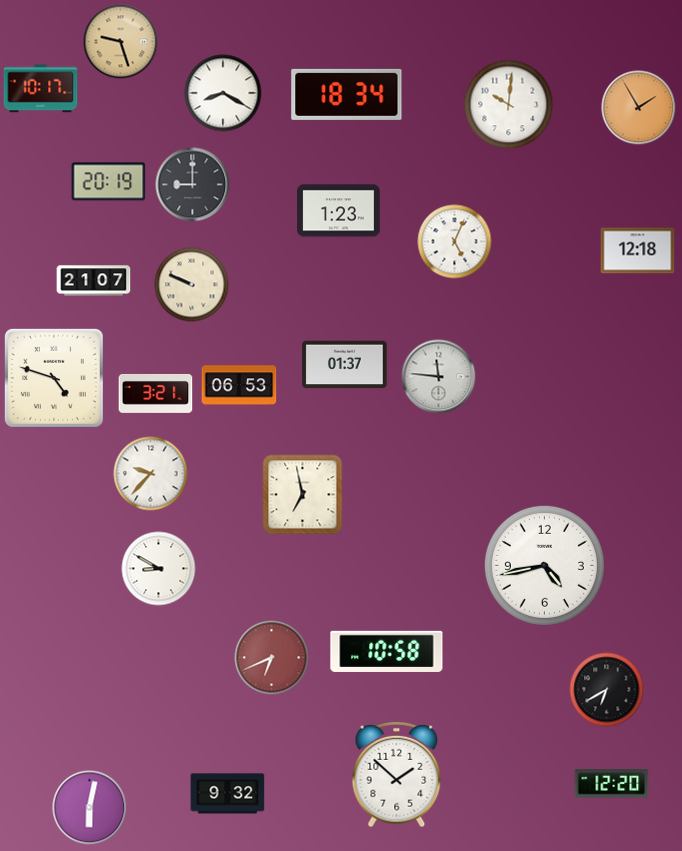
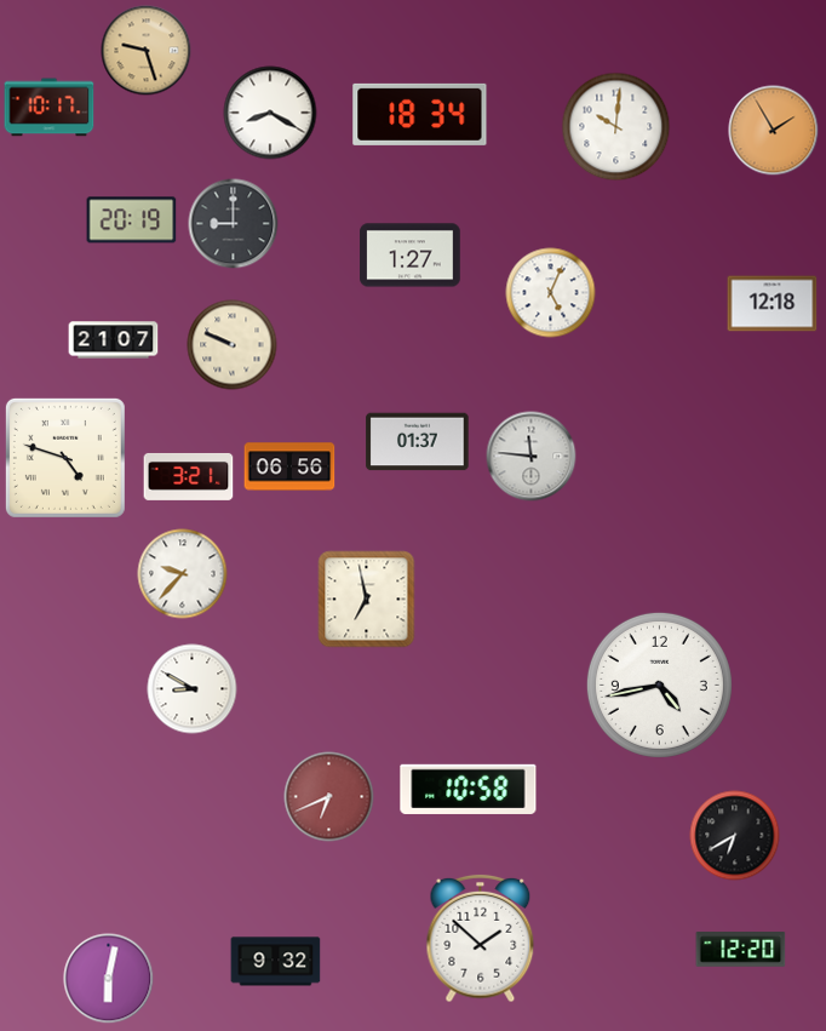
clock at (339, 211): 1:23 -> 1:27
clock at (239, 385): 06:53 -> 06:56
